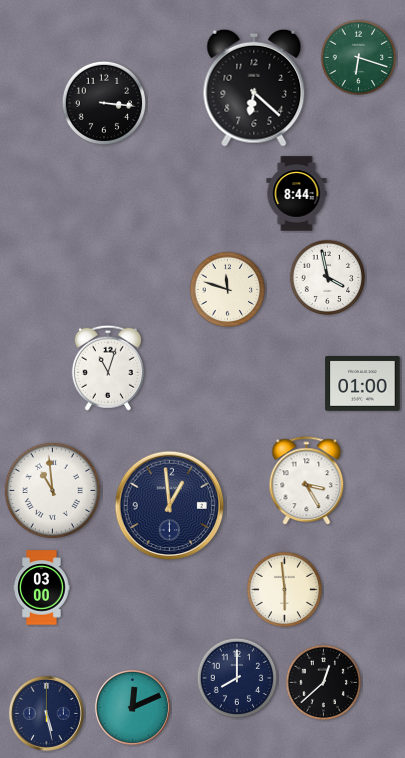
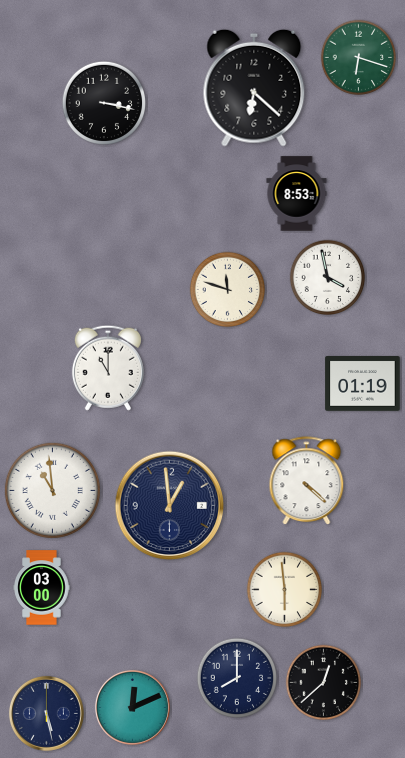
clock at (103, 102): 3:16 -> 3:17
clock at (297, 194): 8:44 -> 8:53
clock at (108, 368): 11:03 -> 11:00
clock at (363, 384): 01:00 -> 01:19
clock at (307, 481): 3:25 -> 4:22
